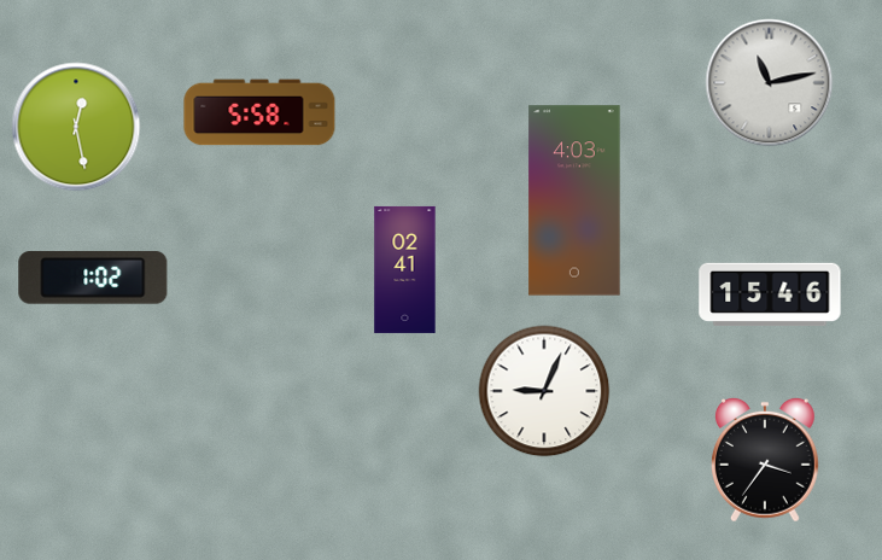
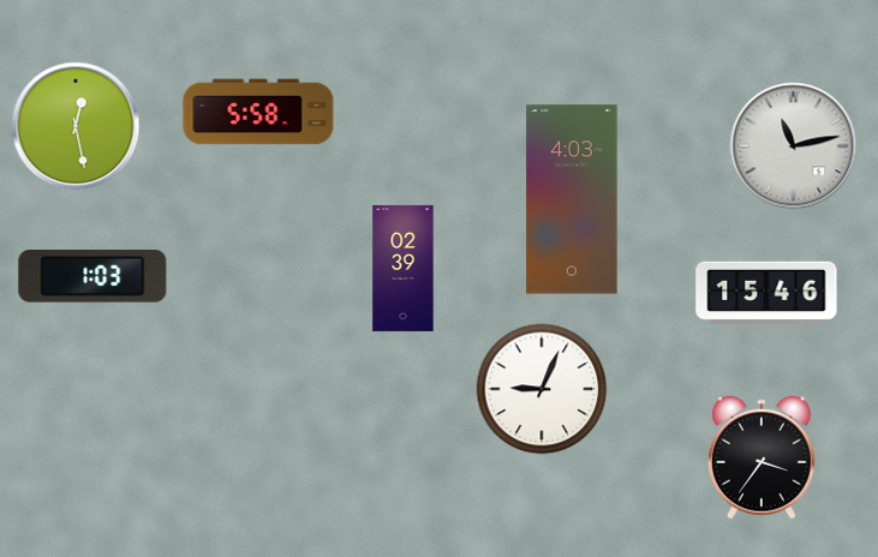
clock at (770, 83) position: (770, 83) -> (794, 146)
clock at (405, 269): 02:41 -> 02:39
clock at (93, 278): 1:02 -> 1:03
